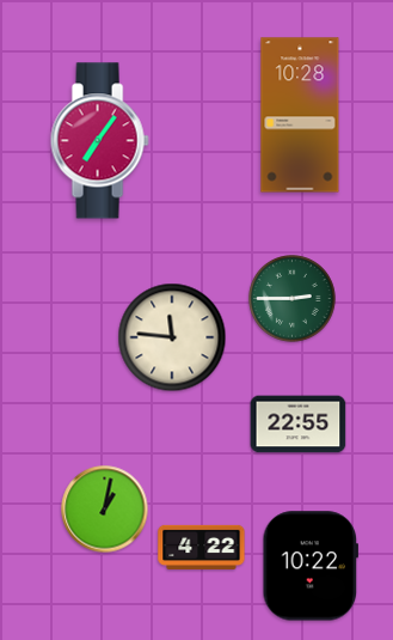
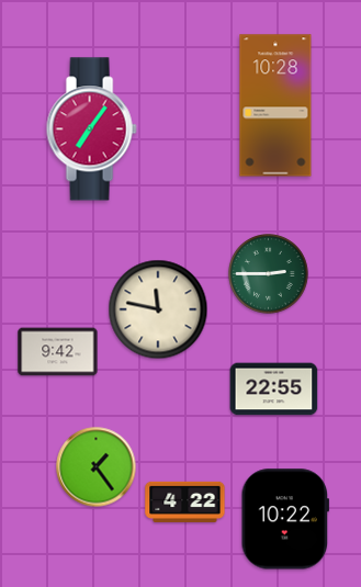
clock at (172, 337): 11:46 -> 11:47
clock at (58, 352): none -> 9:42
clock at (105, 510): 1:02 -> 1:24
